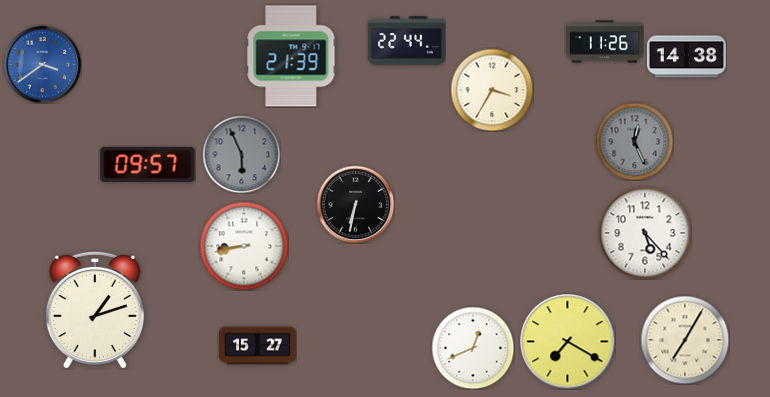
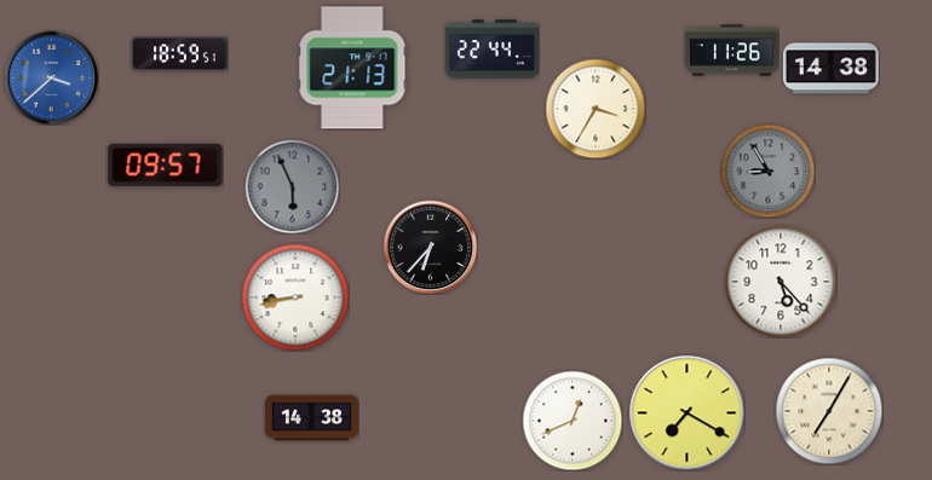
clock at (179, 54): none -> 18:59
clock at (291, 56): 21:39 -> 21:13
clock at (42, 64): 3:39 -> 3:38
clock at (634, 141): 12:26 -> 8:55
clock at (148, 164) position: (148, 164) -> (166, 164)
clock at (355, 204): 6:32 -> 6:37
clock at (95, 310): 1:12 -> none
clock at (257, 346): 15:27 -> 14:38
